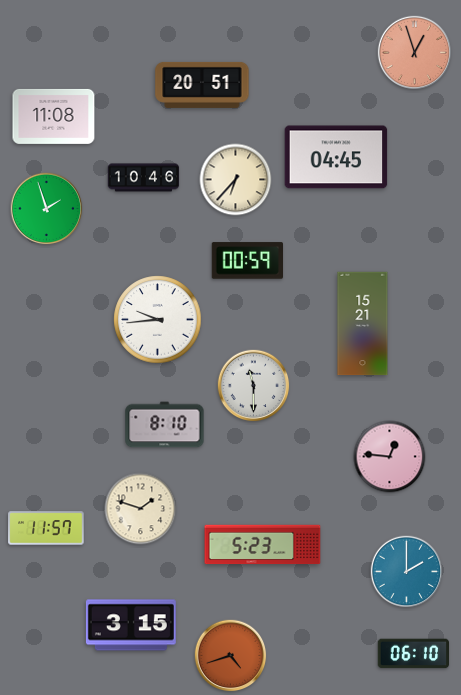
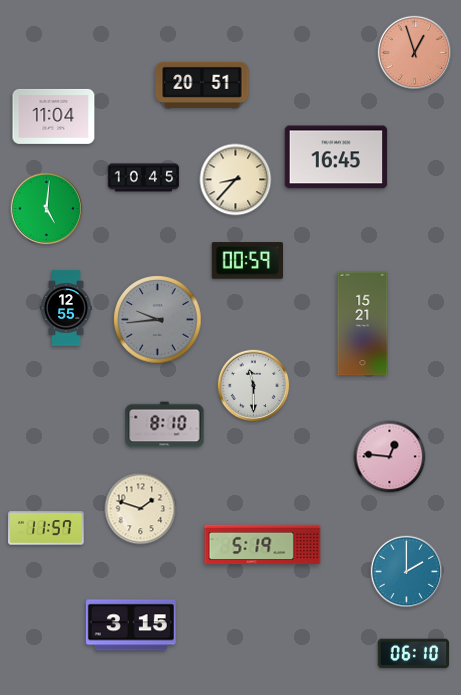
clock at (54, 116): 11:08 -> 11:04
clock at (336, 157): 04:45 -> 16:45
clock at (144, 178): 10:46 -> 10:45
clock at (236, 180): 6:37 -> 8:37
clock at (47, 209): 1:57 -> 5:01
clock at (66, 308): none -> 12:55
clock at (158, 320) dial: white -> grey
clock at (263, 545): 5:23 -> 5:19
clock at (231, 656): 4:42 -> none
